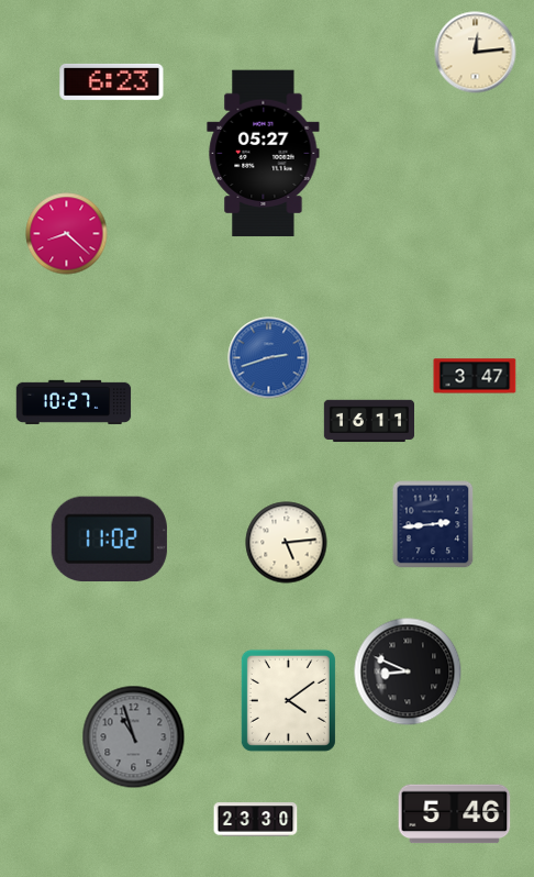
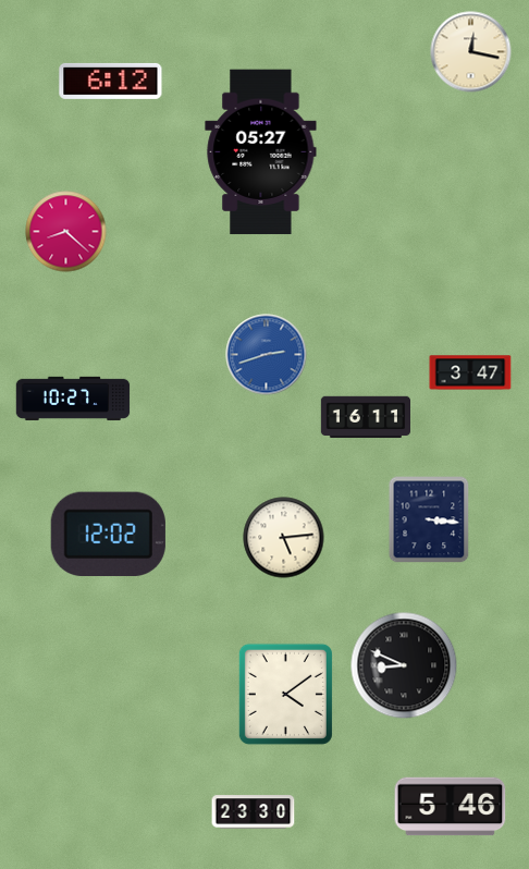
clock at (476, 53): 12:14 -> 12:17
clock at (112, 81): 6:23 -> 6:12
clock at (433, 524): 2:44 -> 3:16
clock at (109, 539): 11:02 -> 12:02
clock at (134, 737): 10:57 -> none
